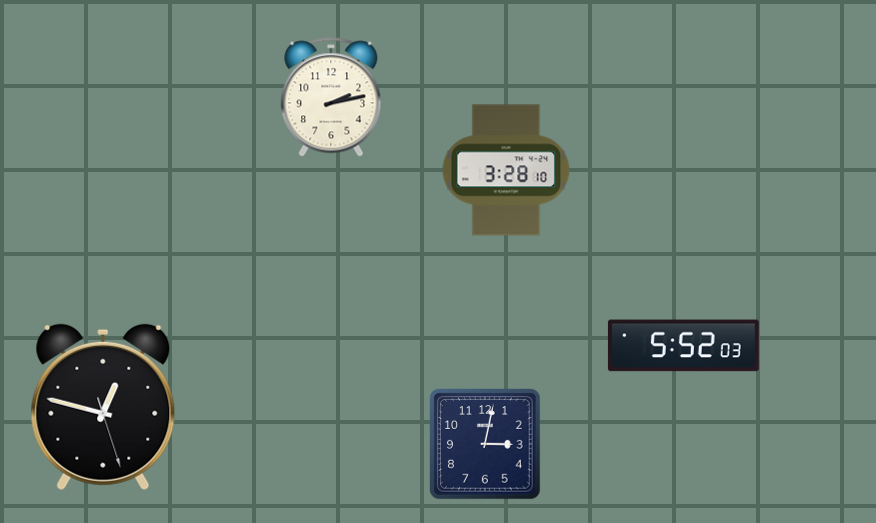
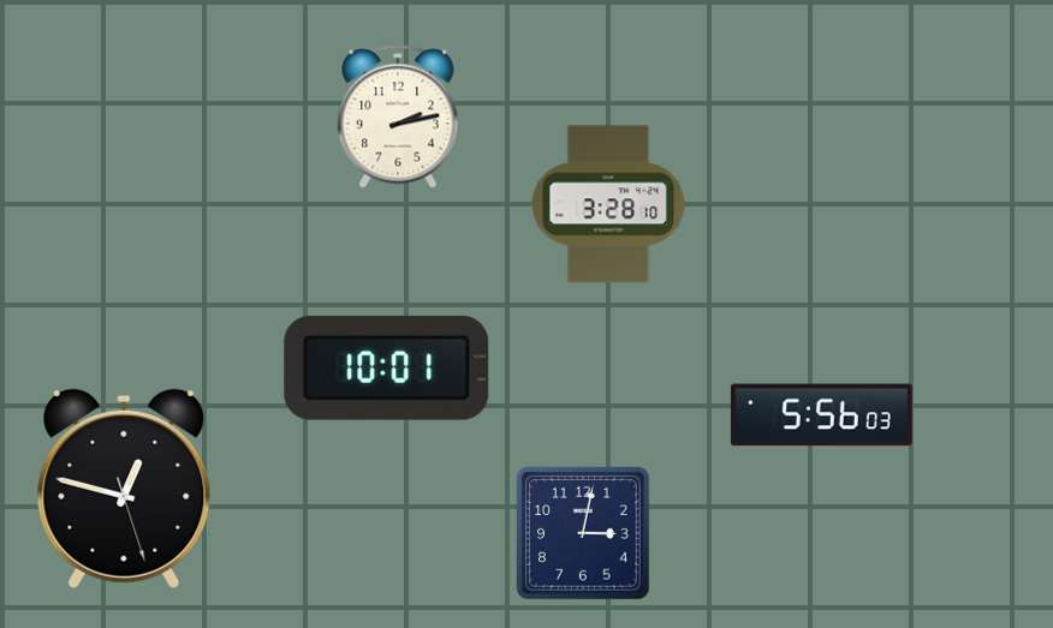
clock at (387, 367): none -> 10:01
clock at (683, 346): 5:52 -> 5:56
